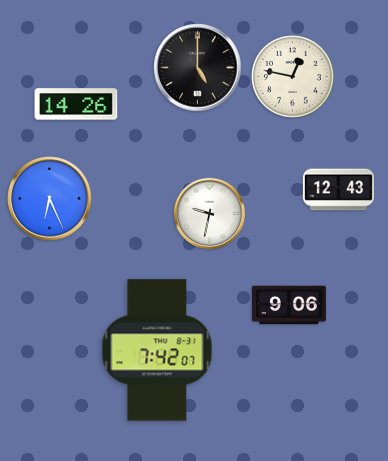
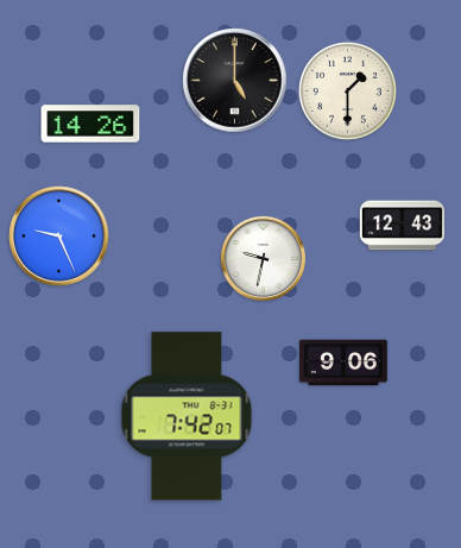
clock at (292, 76): 12:47 -> 1:30
clock at (50, 199): 6:26 -> 9:26
clock at (209, 213) position: (209, 213) -> (263, 258)
